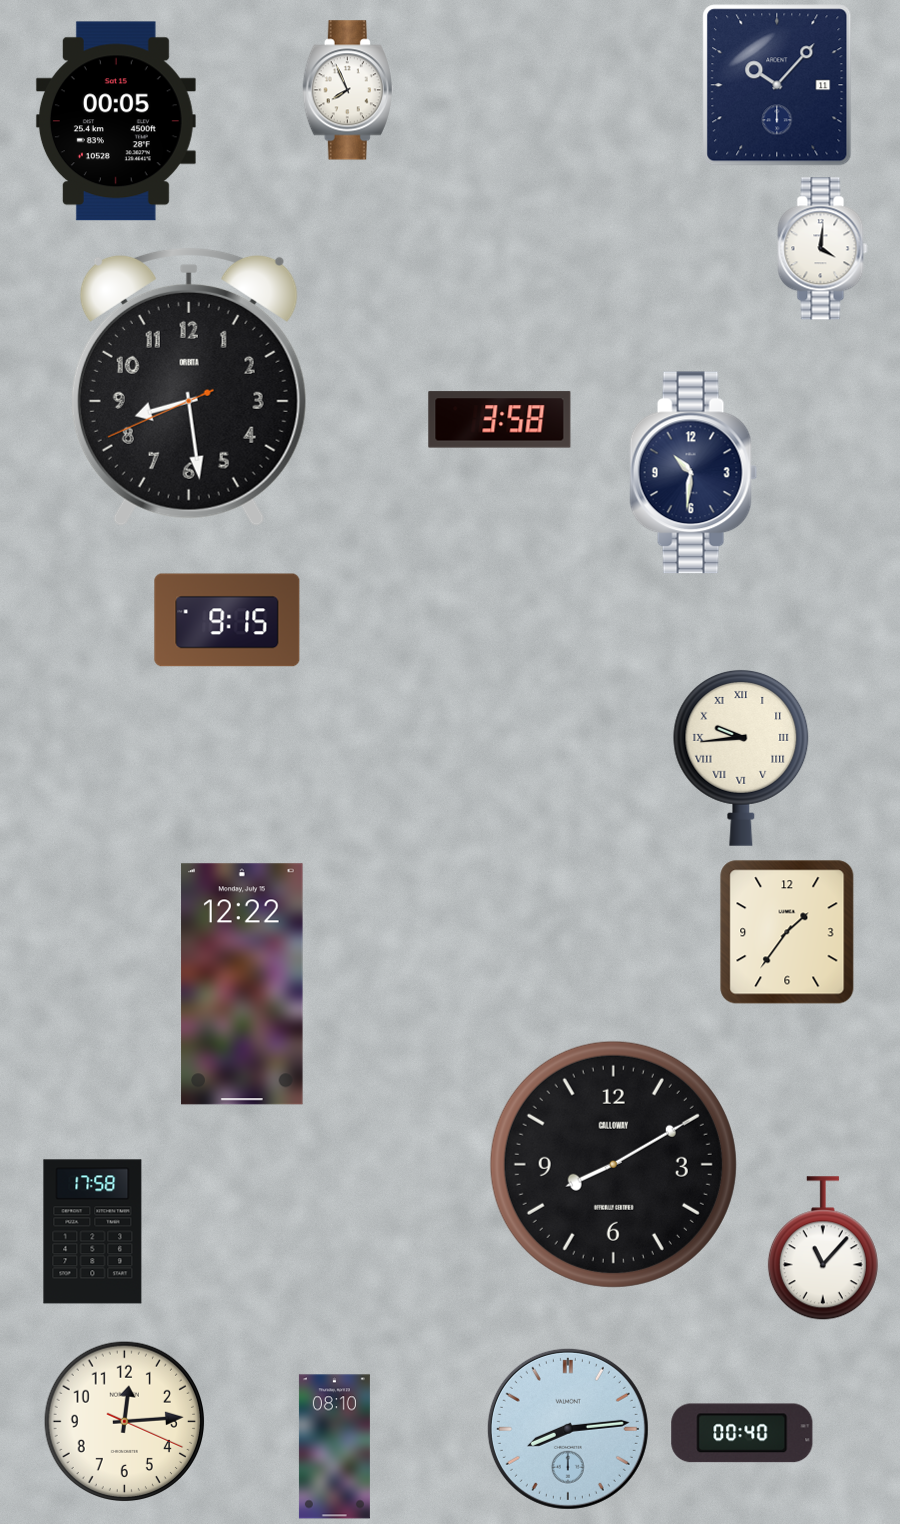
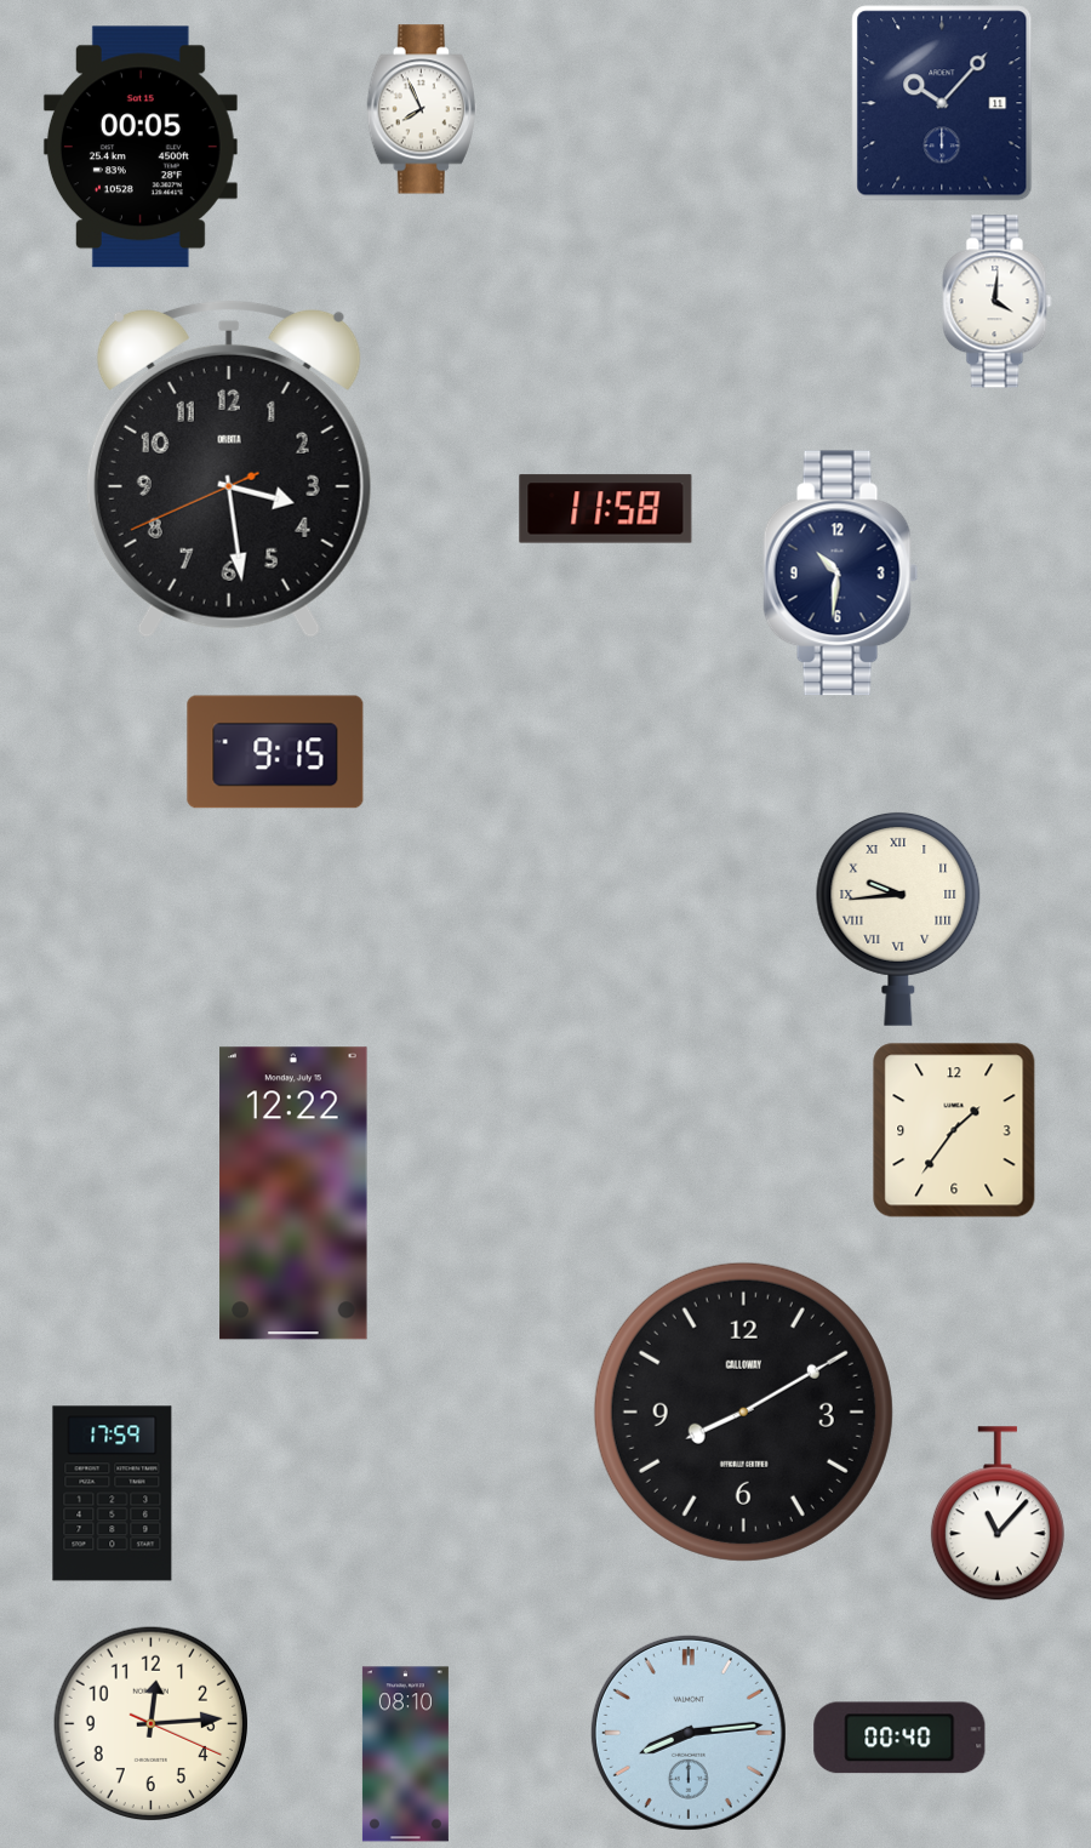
clock at (189, 386): 8:28 -> 3:28
clock at (500, 420): 3:58 -> 11:58
clock at (93, 1232): 17:58 -> 17:59
